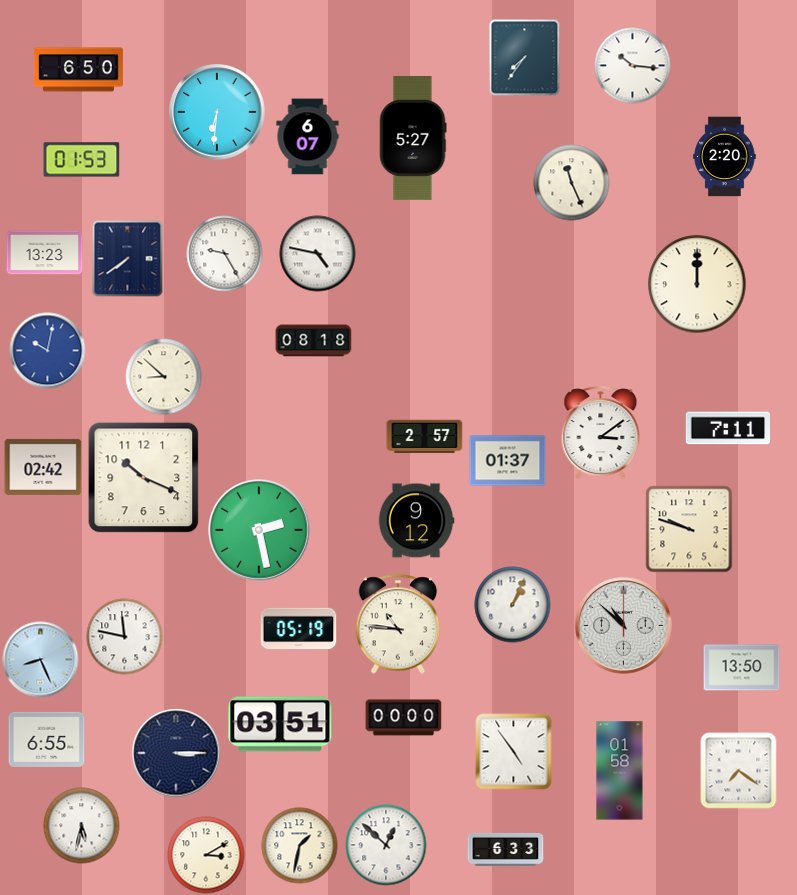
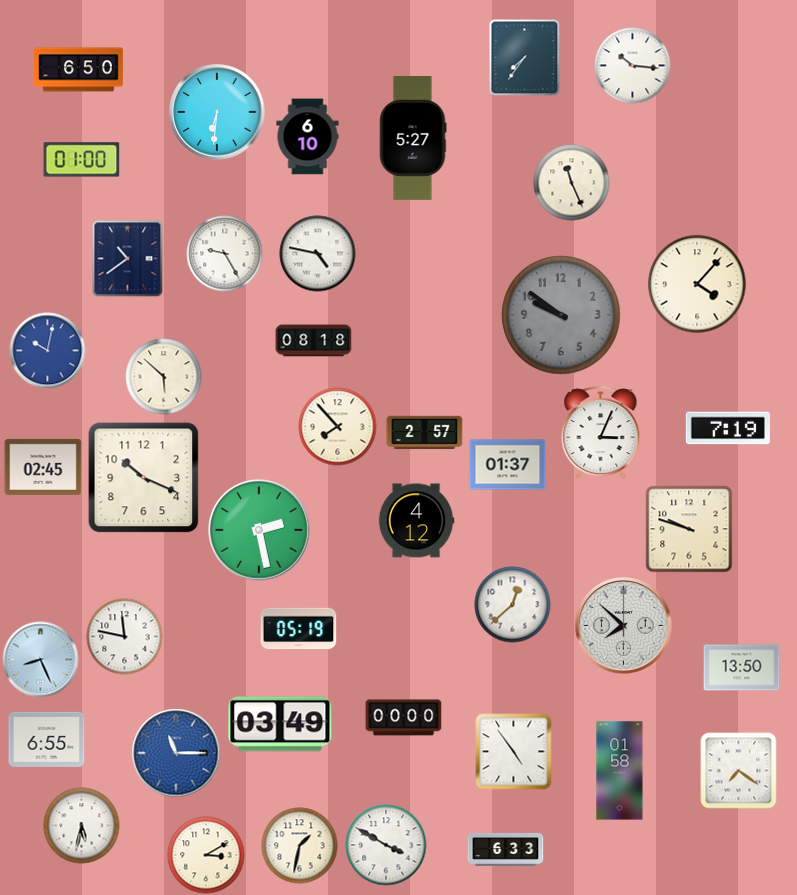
clock at (308, 137): 6:07 -> 6:10
clock at (725, 157): 2:20 -> none
clock at (82, 160): 01:53 -> 01:00
clock at (45, 253): 13:23 -> none
clock at (128, 259): 7:39 -> 10:39
clock at (697, 284): 12:00 -> 4:07
clock at (561, 315): none -> 9:51
clock at (164, 377): 8:52 -> 5:52
clock at (338, 427): none -> 7:53
clock at (728, 428): 7:11 -> 7:19
clock at (601, 433): 3:09 -> 3:04
clock at (425, 437) position: (425, 437) -> (425, 433)
clock at (508, 461) position: (508, 461) -> (508, 465)
clock at (43, 467): 02:42 -> 02:45
clock at (416, 521): 9:12 -> 4:12
clock at (513, 605): 1:04 -> 12:38
clock at (398, 624): 10:46 -> none
clock at (624, 626): 10:52 -> 7:52
clock at (280, 724): 03:51 -> 03:49
clock at (176, 753): 3:15 -> 11:15
clock at (176, 753) dial: navy -> blue
clock at (386, 845): 12:52 -> 3:50
